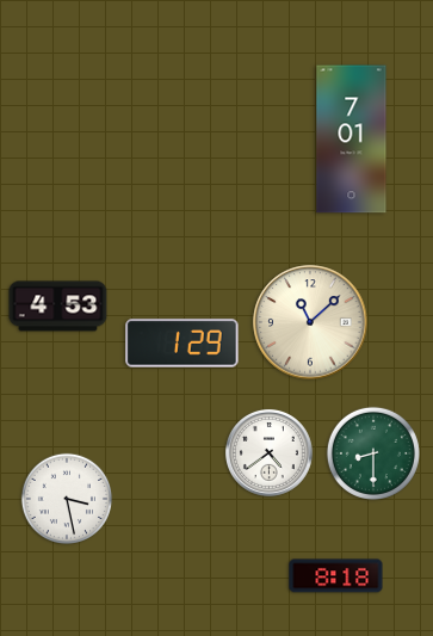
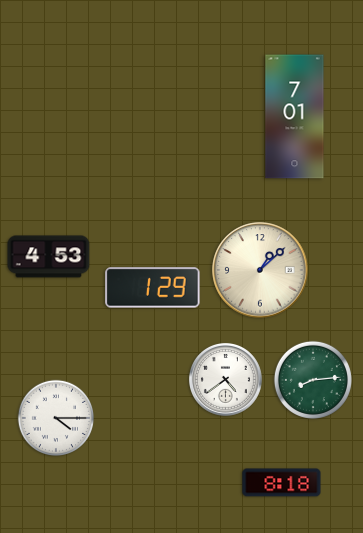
clock at (310, 322): 11:08 -> 1:08
clock at (373, 453): 8:30 -> 8:14
clock at (66, 498): 3:28 -> 4:15
